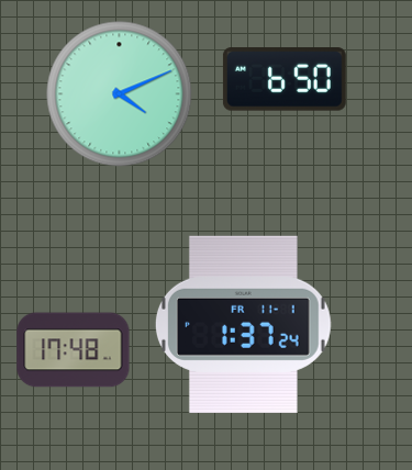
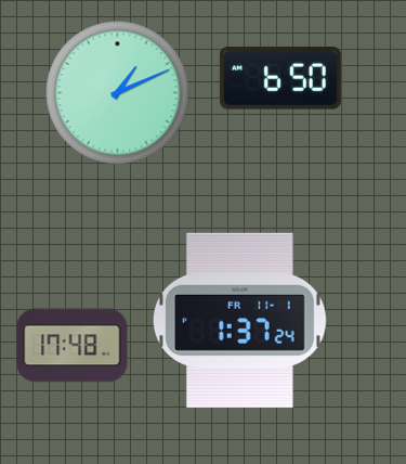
clock at (120, 94): 4:11 -> 1:11
